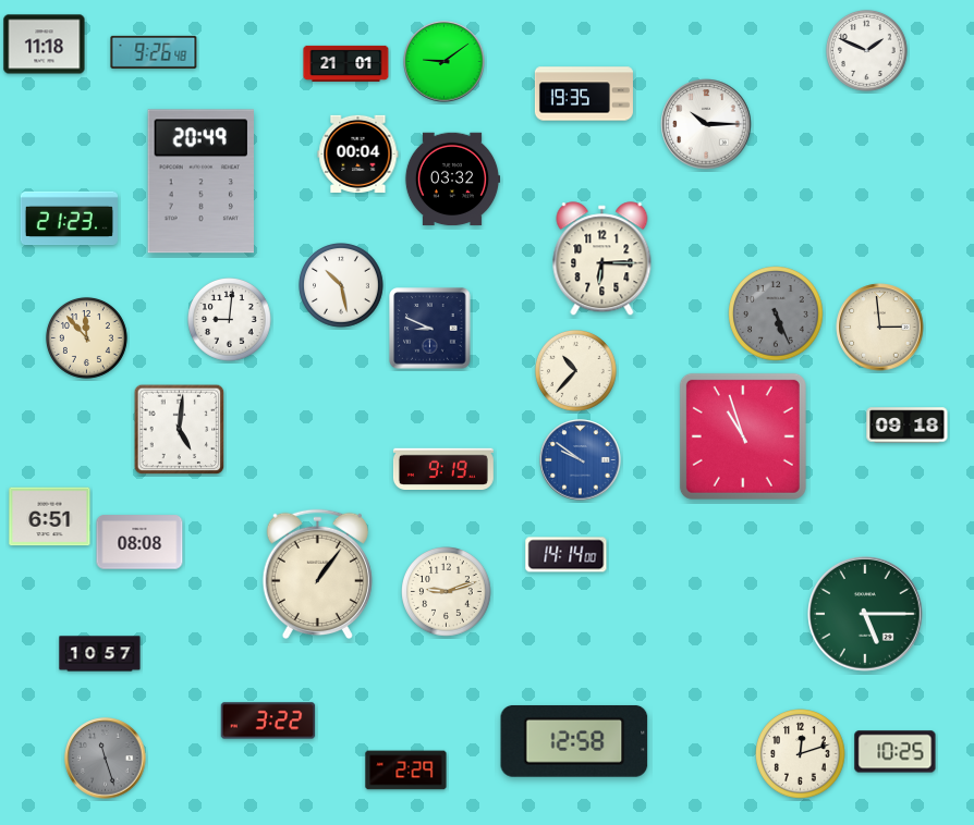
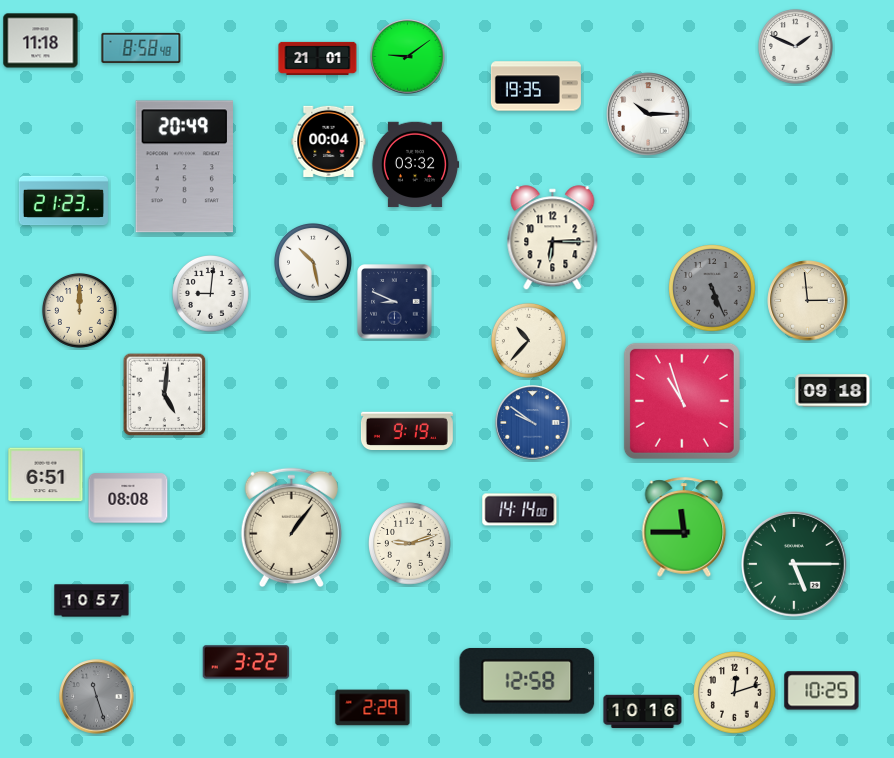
clock at (154, 52): 9:26 -> 8:58
clock at (86, 337): 11:53 -> 12:00
clock at (684, 527): none -> 11:45
clock at (643, 712): none -> 10:16
